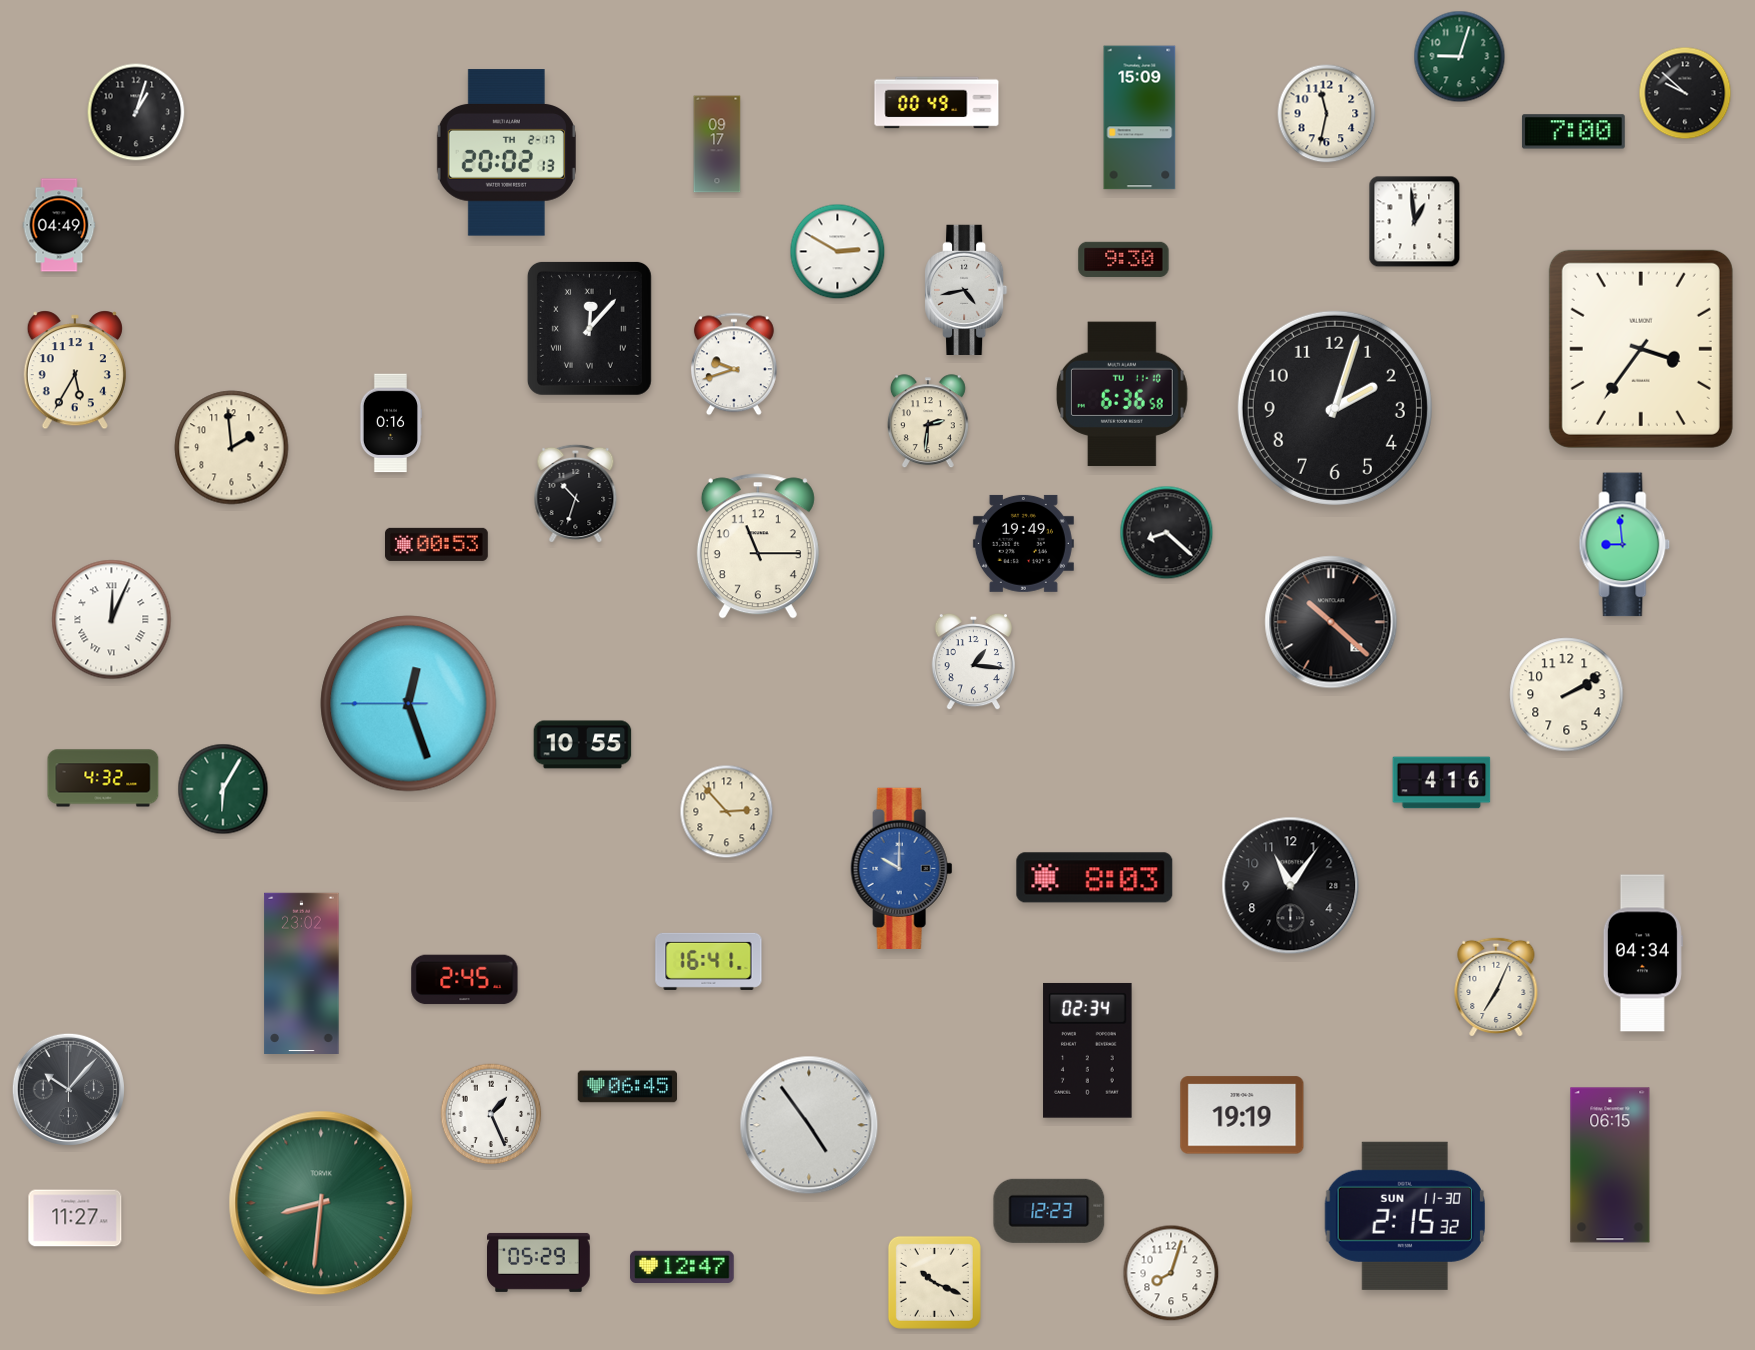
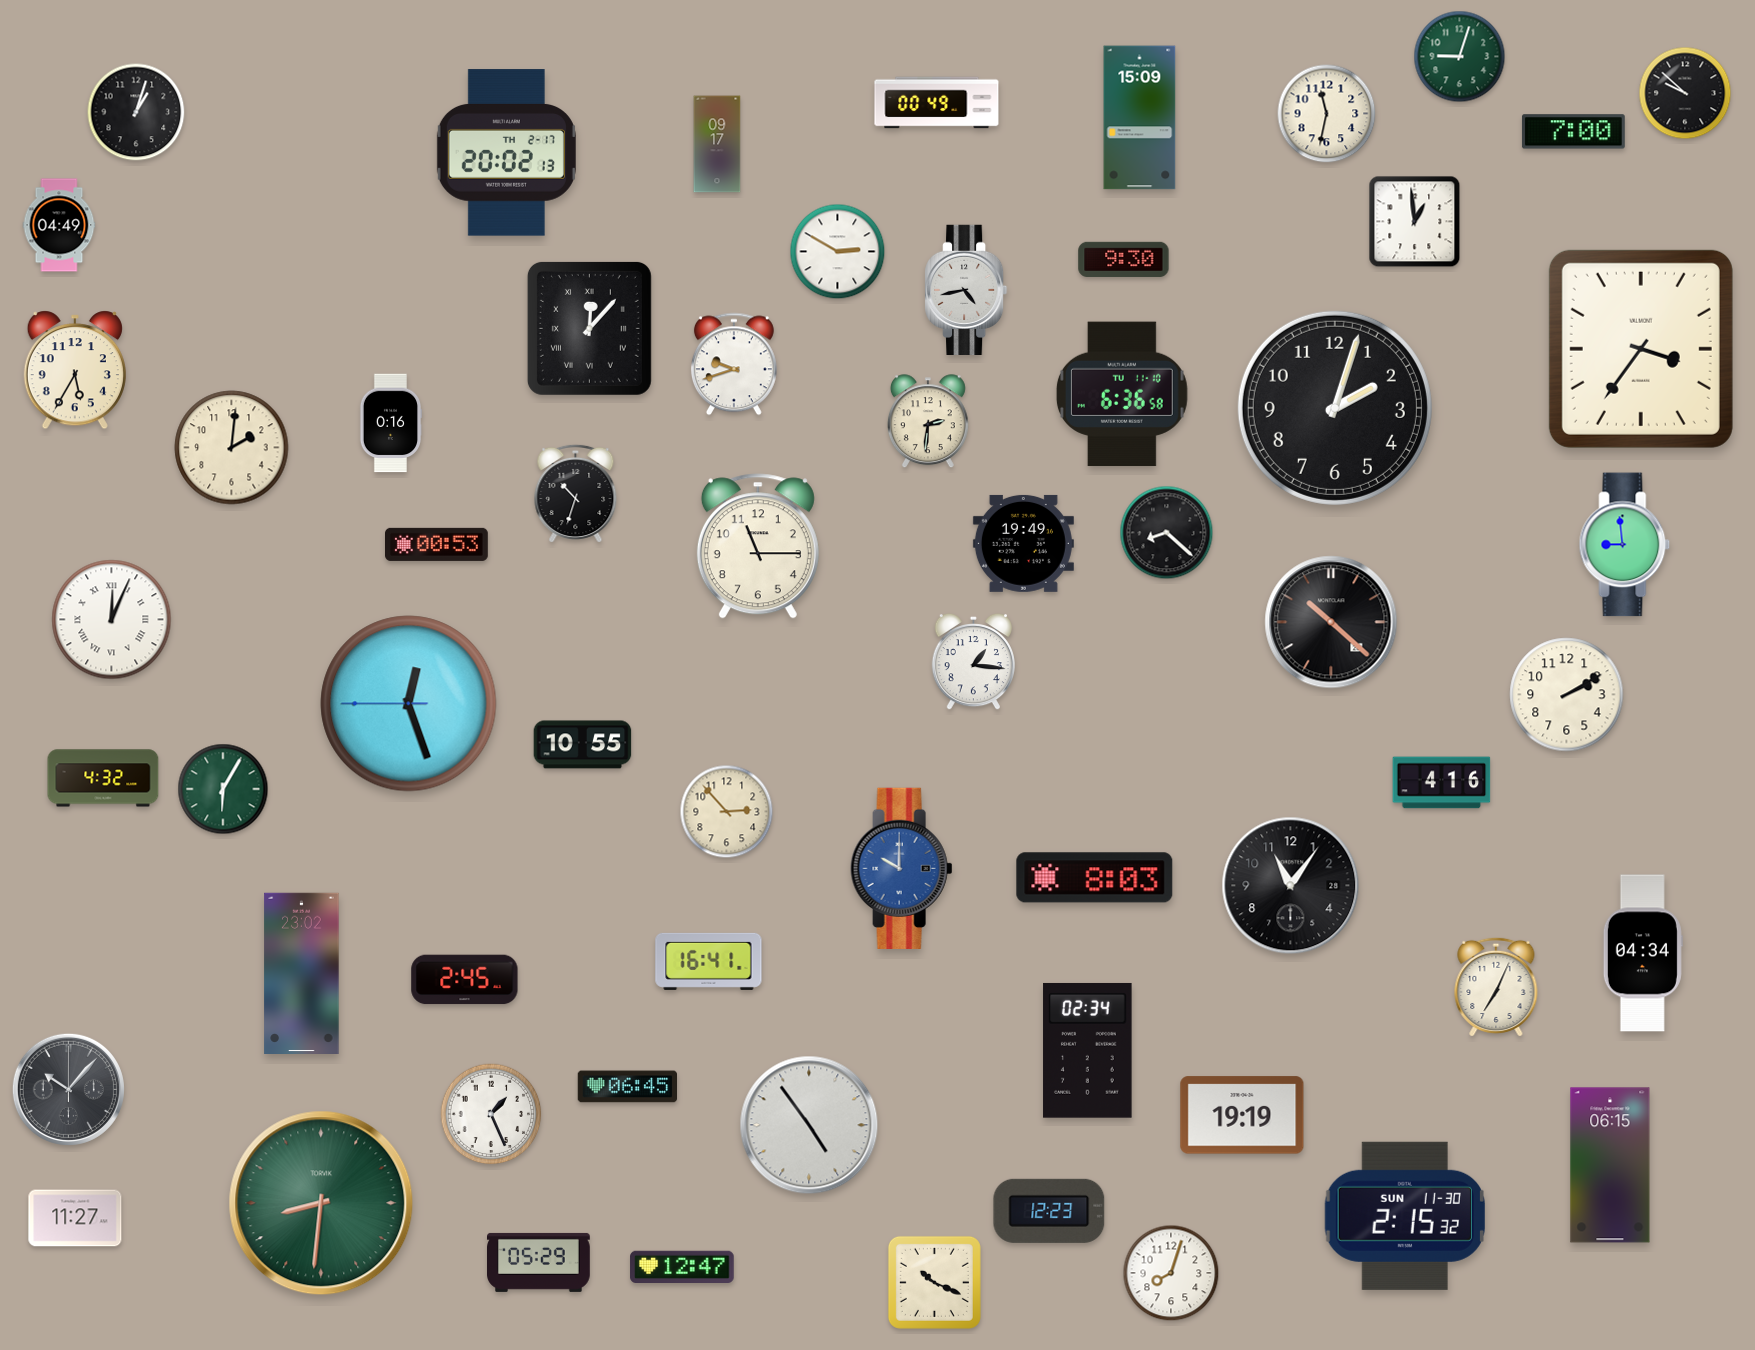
clock at (232, 448): 1:59 -> 2:01
